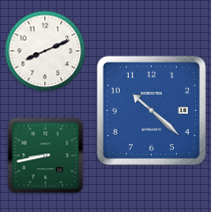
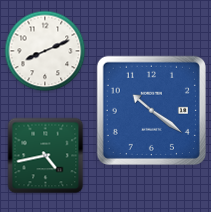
clock at (151, 110): 10:22 -> 10:21
clock at (46, 156): 8:43 -> 4:43
